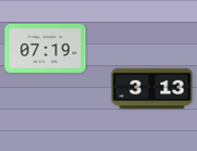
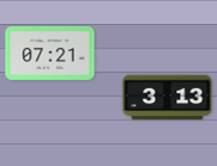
clock at (46, 48): 07:19 -> 07:21
